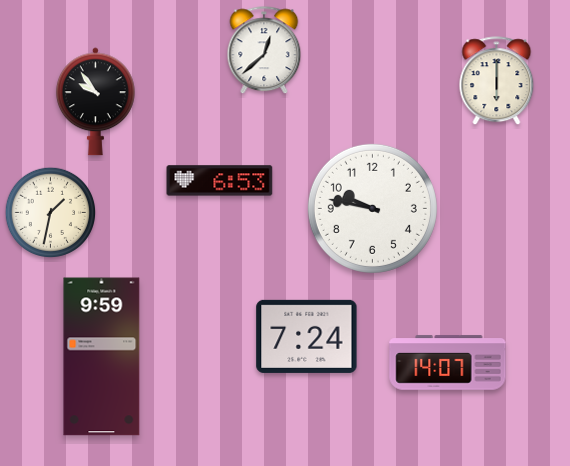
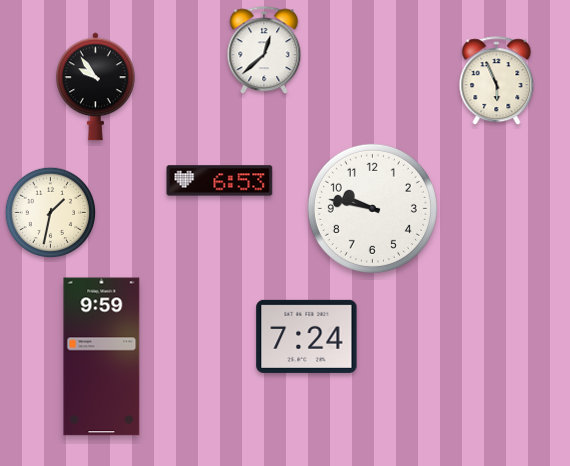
clock at (497, 81): 6:00 -> 5:56
clock at (95, 102) position: (95, 102) -> (95, 87)
clock at (448, 363): 14:07 -> none
